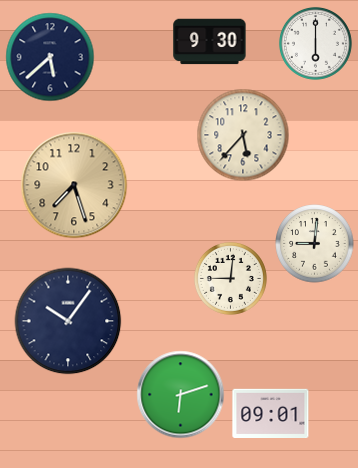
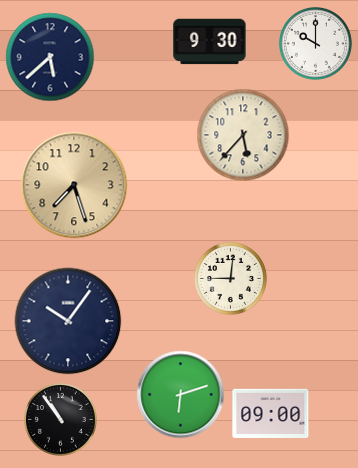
clock at (315, 43): 6:00 -> 10:00
clock at (315, 244): 9:01 -> none
clock at (271, 413): 09:01 -> 09:00
clock at (60, 419): none -> 10:54
